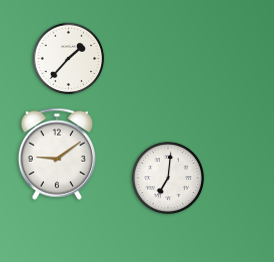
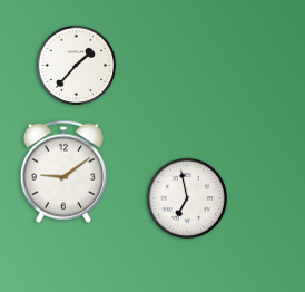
clock at (168, 178): 7:01 -> 6:58
